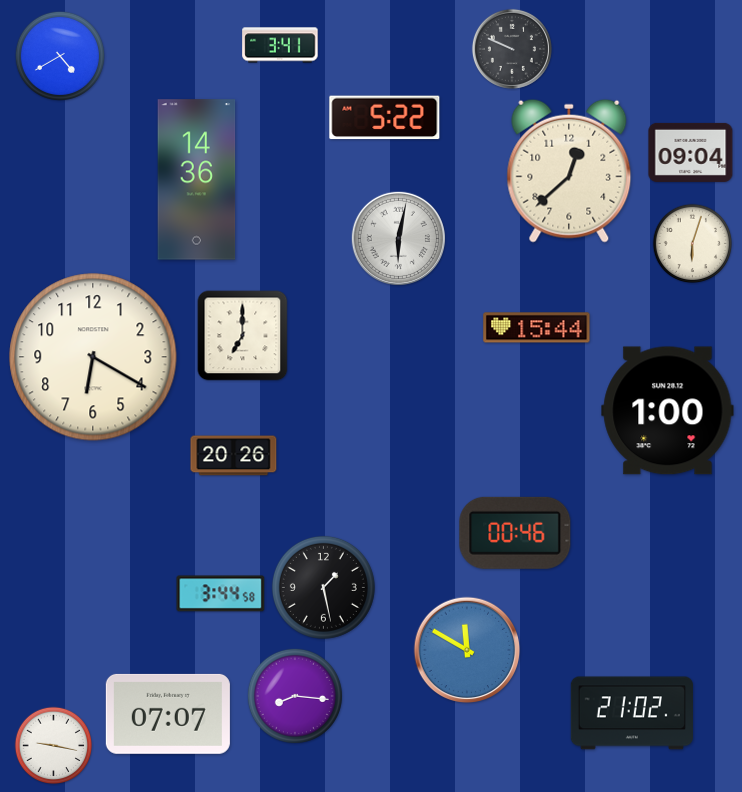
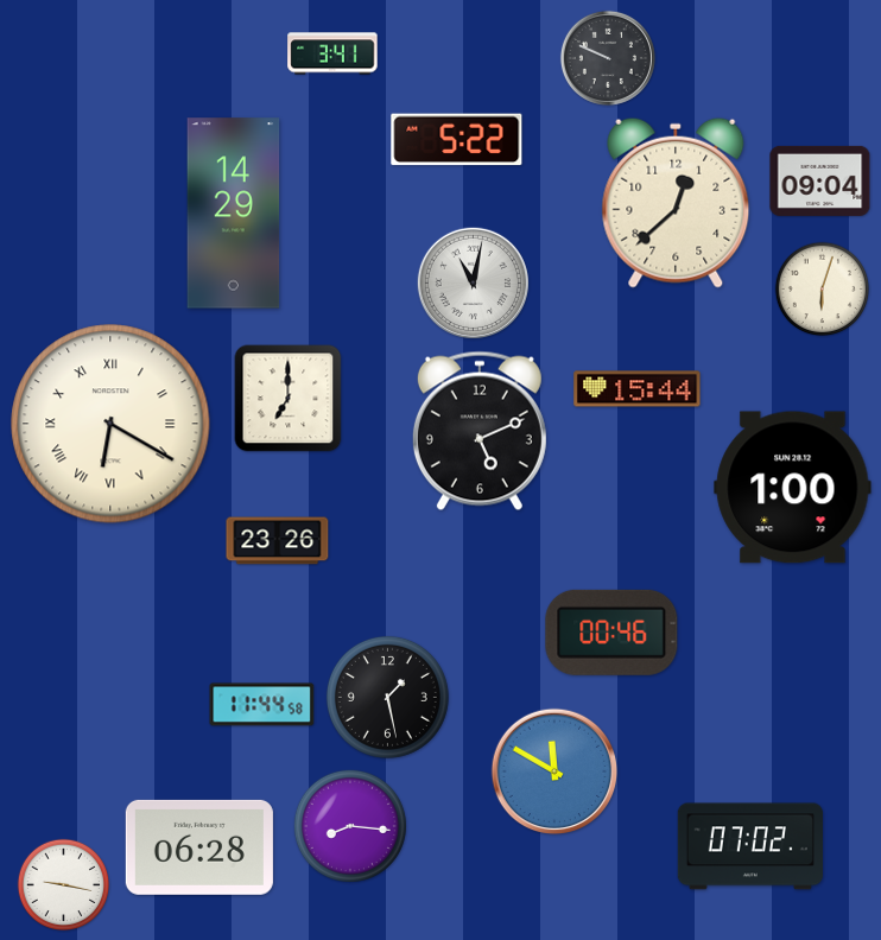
clock at (60, 56): 4:40 -> none
clock at (197, 180): 14:36 -> 14:29
clock at (398, 238): 6:02 -> 11:02
clock at (93, 357) numerals: Arabic -> Roman
clock at (480, 431): none -> 5:11
clock at (234, 456): 20:26 -> 23:26
clock at (323, 587) position: (323, 587) -> (387, 697)
clock at (221, 594): 3:44 -> 11:44
clock at (632, 713): 21:02 -> 07:02
clock at (168, 714): 07:07 -> 06:28
